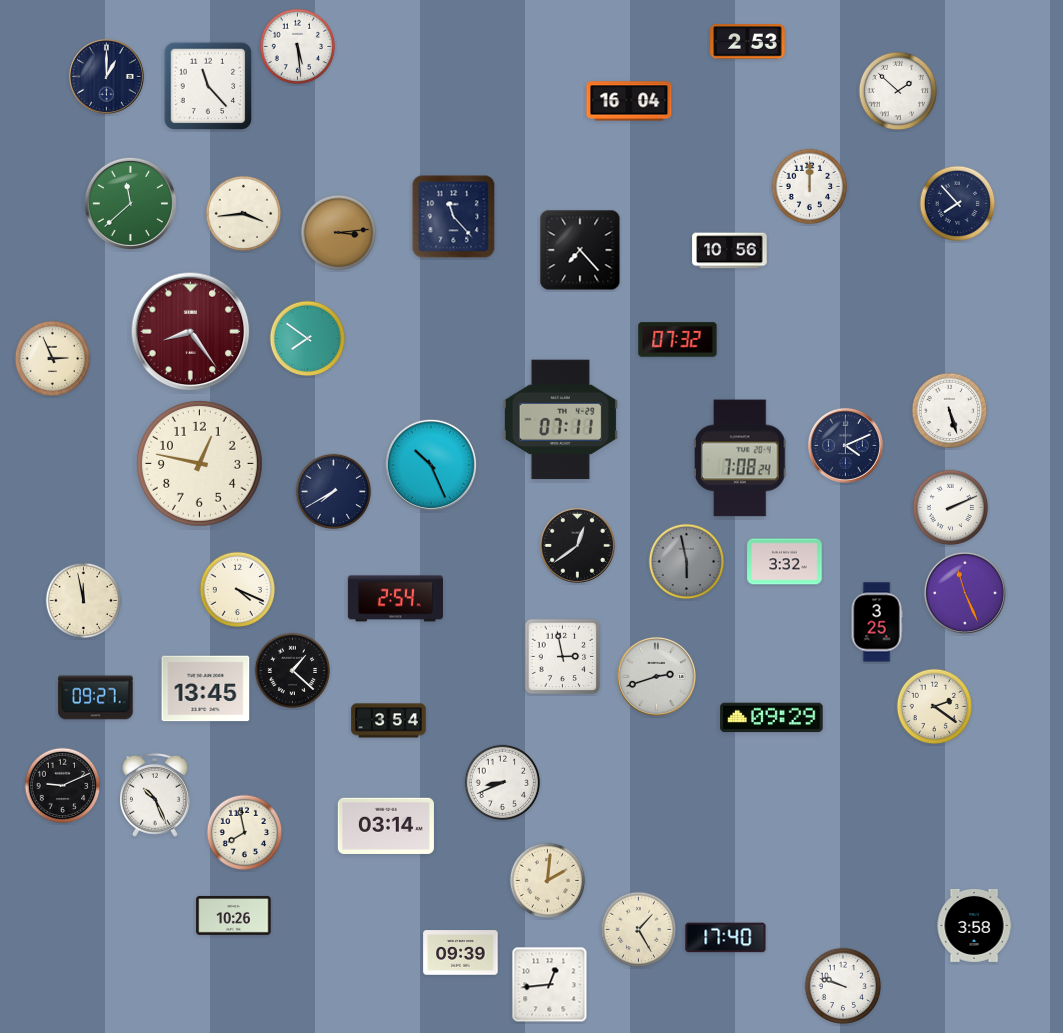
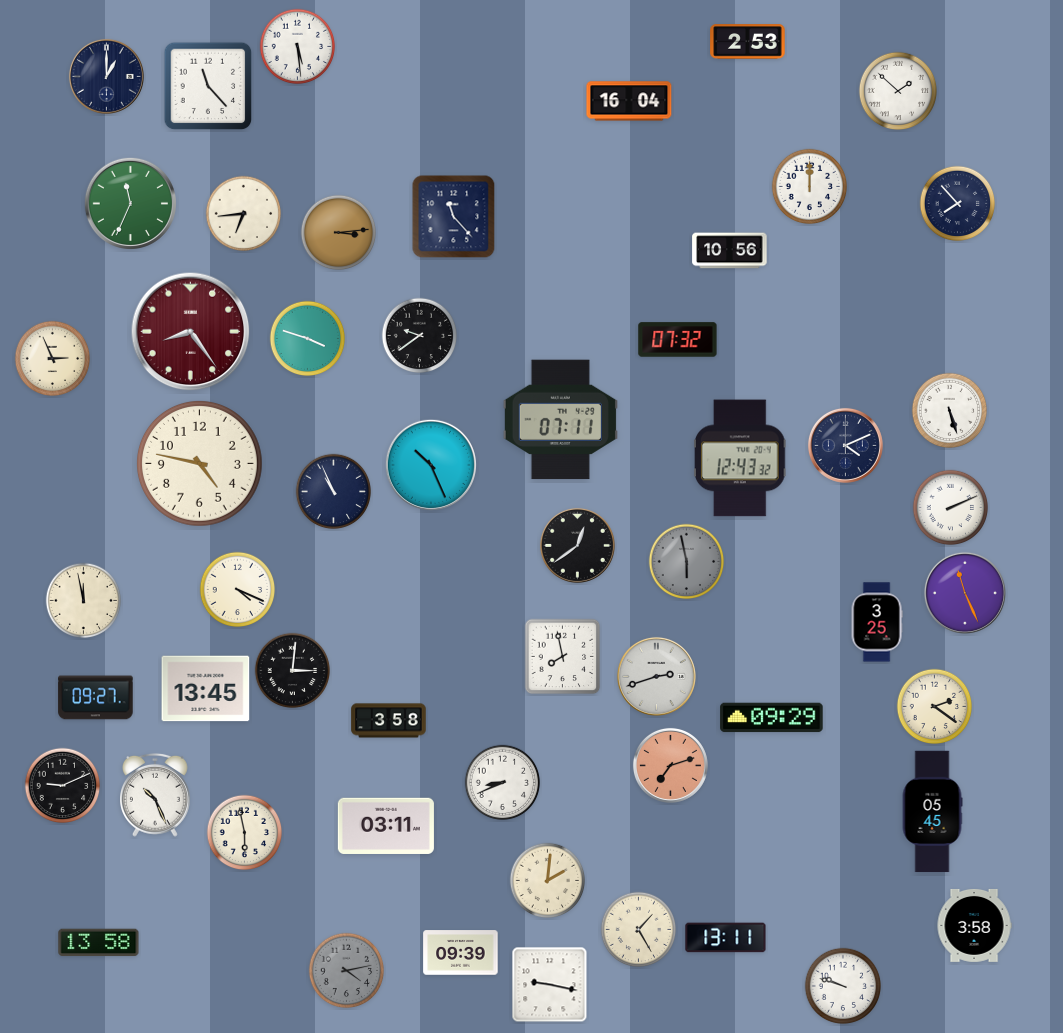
clock at (130, 203): 11:38 -> 11:34
clock at (244, 214): 3:44 -> 6:44
clock at (580, 250): 7:23 -> none
clock at (420, 336): none -> 9:39
clock at (308, 339): 7:51 -> 3:48
clock at (740, 458): 7:08 -> 12:43
clock at (200, 464): 12:47 -> 4:47
clock at (334, 492): 7:40 -> 10:56
clock at (785, 562): 3:32 -> none
clock at (395, 599): 2:54 -> none
clock at (563, 657): 2:58 -> 7:58
clock at (293, 671): 1:22 -> 3:01
clock at (389, 721): 3:54 -> 3:58
clock at (670, 765): none -> 7:12
clock at (932, 812): none -> 05:45
clock at (386, 826): 03:14 -> 03:11
clock at (245, 833): 7:58 -> 5:58
clock at (234, 915): 10:26 -> none
clock at (726, 938): 17:40 -> 13:11
clock at (99, 943): none -> 13:58
clock at (347, 971): none -> 4:13
clock at (550, 985): 12:44 -> 9:17
